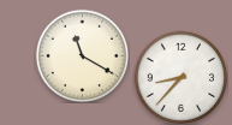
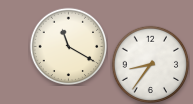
clock at (180, 77): 8:37 -> 8:36
